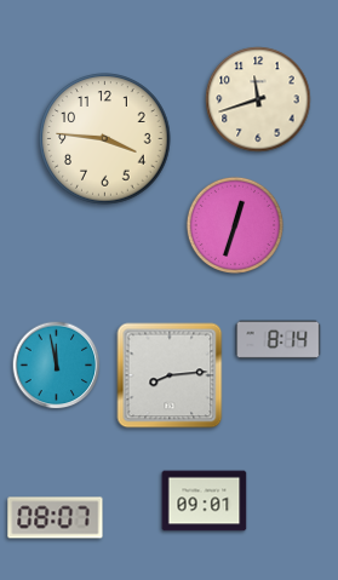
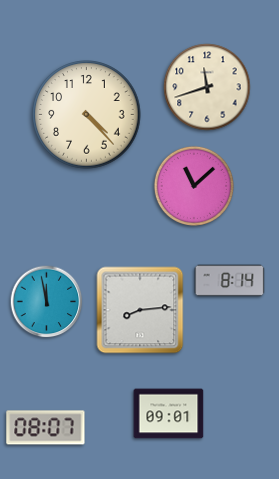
clock at (258, 99) position: (258, 99) -> (207, 87)
clock at (105, 139): 3:46 -> 4:23
clock at (235, 225): 12:33 -> 11:08
